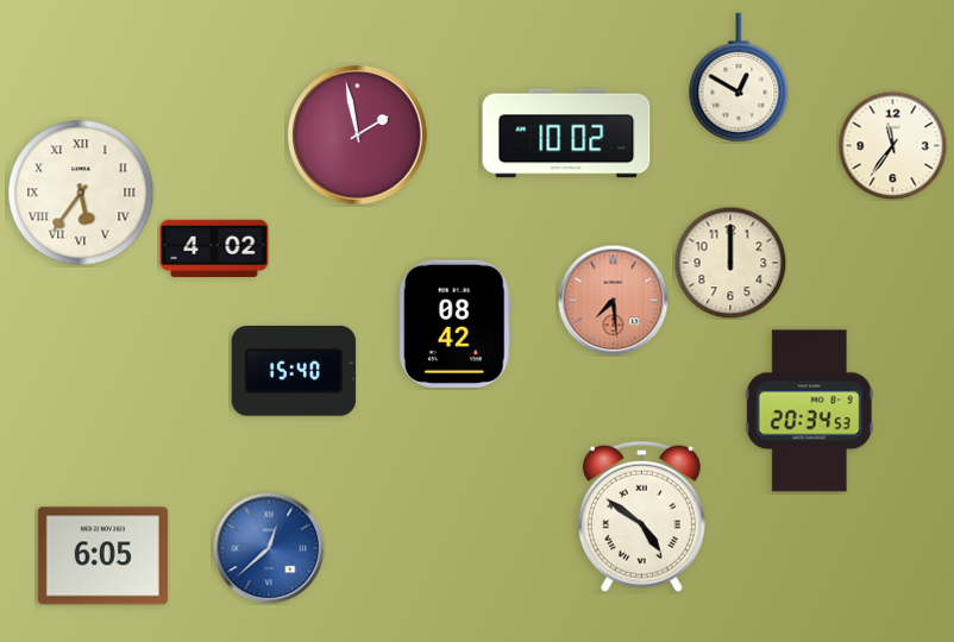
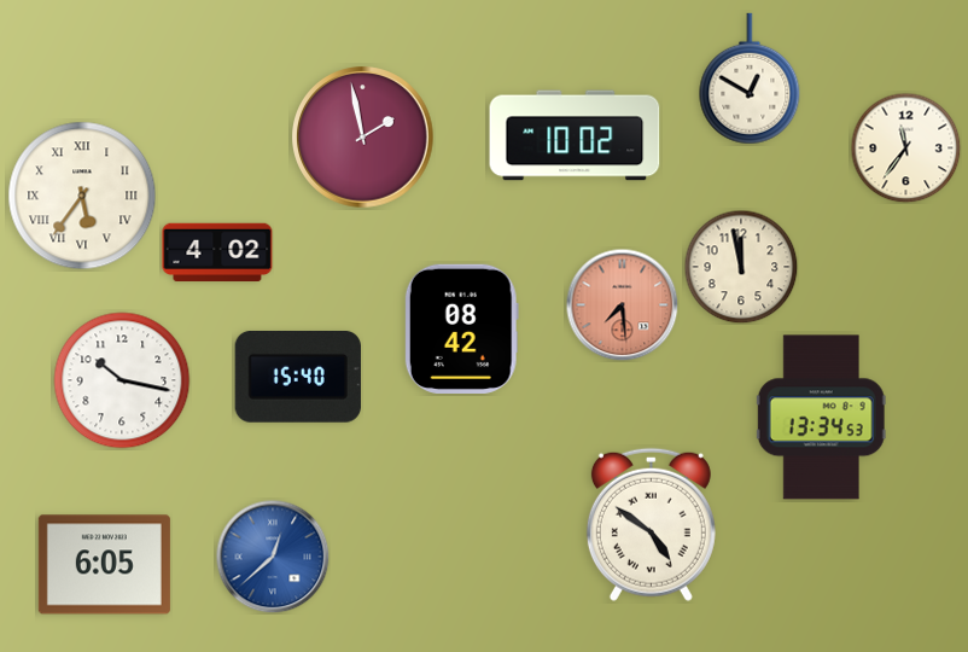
clock at (730, 263): 12:00 -> 11:58
clock at (122, 380): none -> 10:17
clock at (809, 411): 20:34 -> 13:34
